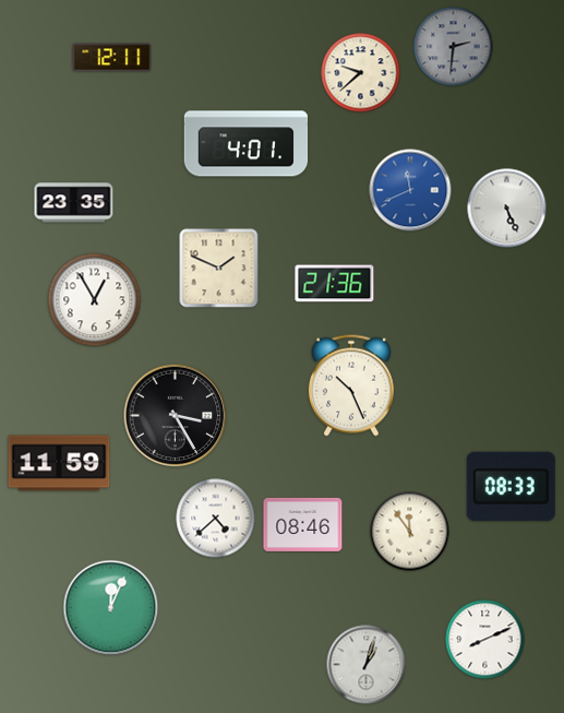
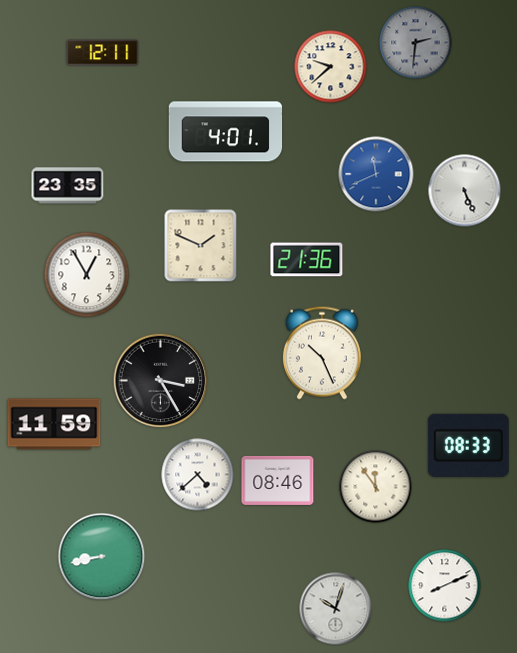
clock at (111, 608): 12:04 -> 8:43
clock at (367, 665): 1:03 -> 10:03
